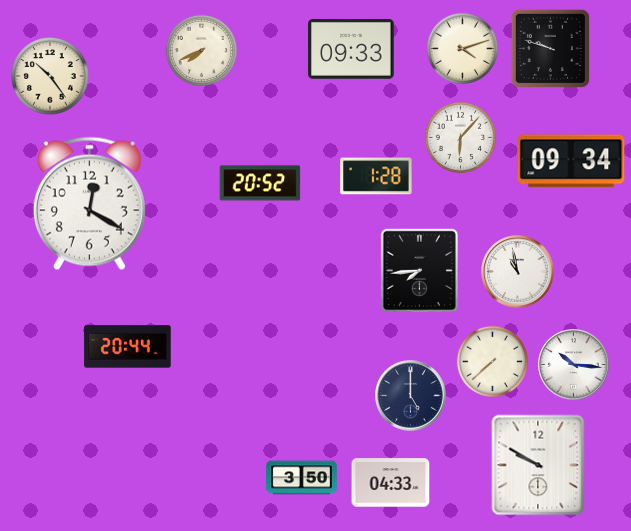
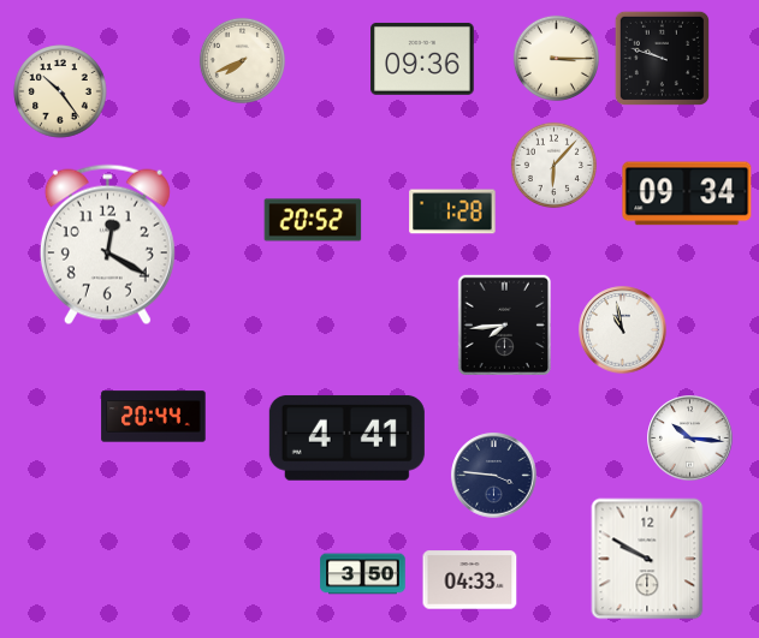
clock at (462, 48): 4:12 -> 3:15
clock at (351, 49): 09:33 -> 09:36
clock at (518, 272) position: (518, 272) -> (623, 330)
clock at (492, 361): 7:38 -> none
clock at (346, 437): none -> 4:41
clock at (411, 396): 5:00 -> 3:46
